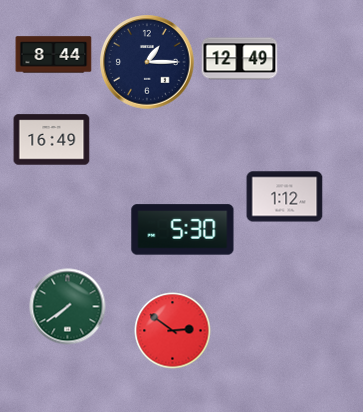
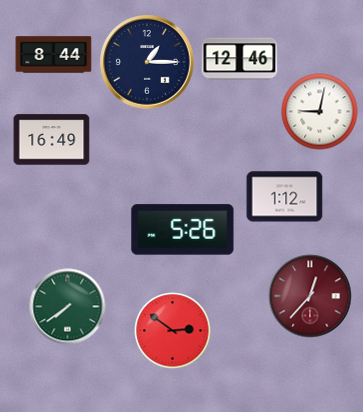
clock at (240, 59): 12:49 -> 12:46
clock at (320, 112): none -> 9:02
clock at (183, 230): 5:30 -> 5:26
clock at (310, 296): none -> 12:37
